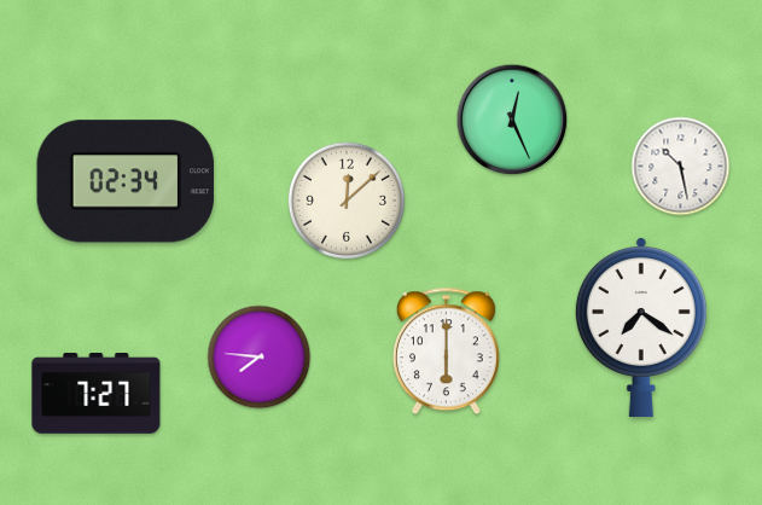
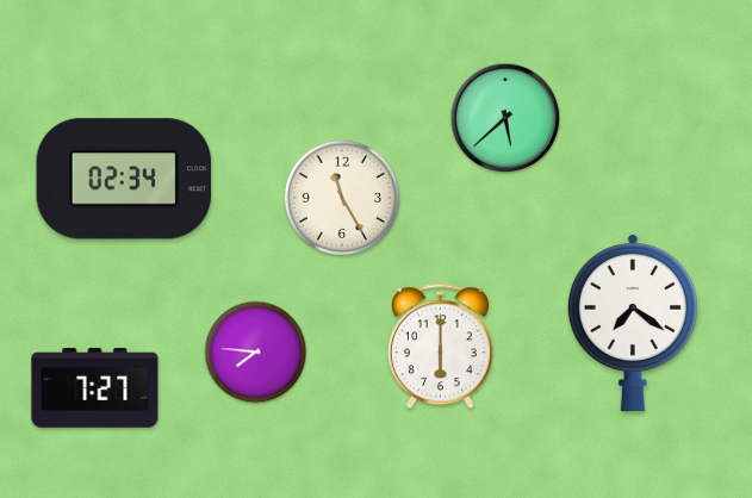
clock at (512, 120): 12:26 -> 5:38
clock at (681, 167): 10:28 -> none
clock at (347, 201): 12:08 -> 11:25
